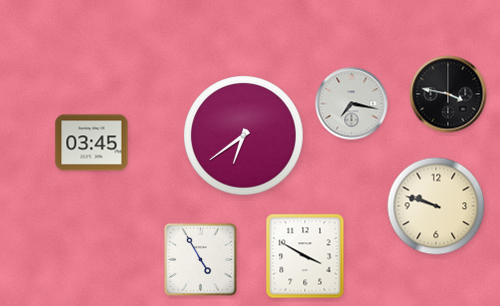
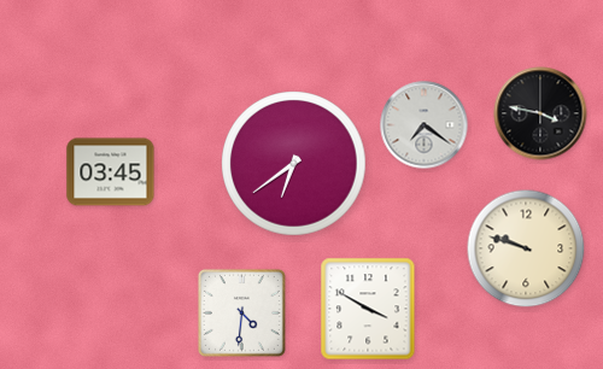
clock at (352, 104): 7:17 -> 7:21
clock at (200, 259): 4:55 -> 4:31
